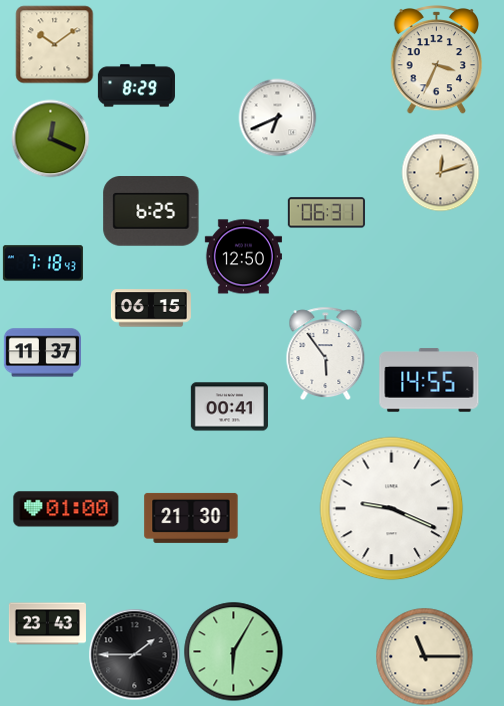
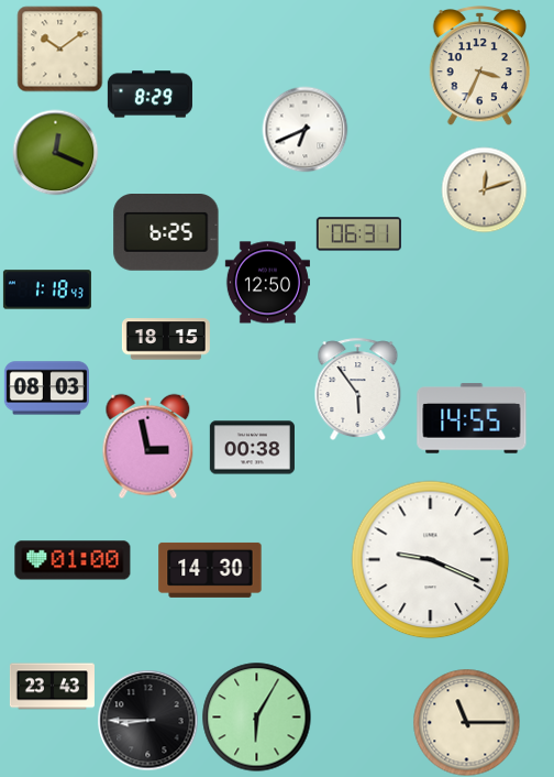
clock at (43, 263): 7:18 -> 1:18
clock at (151, 308): 06:15 -> 18:15
clock at (42, 353): 11:37 -> 08:03
clock at (148, 446): none -> 2:58
clock at (229, 407): 00:41 -> 00:38
clock at (191, 518): 21:30 -> 14:30
clock at (134, 654): 1:45 -> 8:45
